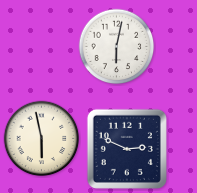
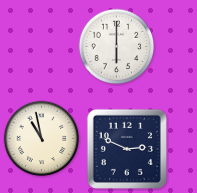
clock at (117, 47): 6:02 -> 6:00
clock at (42, 139): 5:58 -> 10:58
